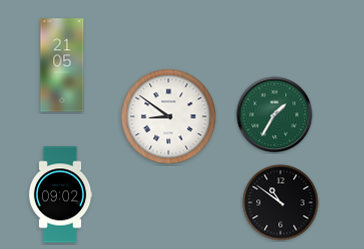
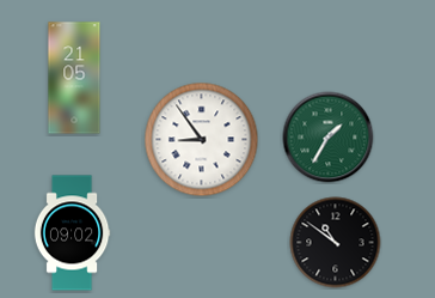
clock at (169, 117): 8:51 -> 8:54
